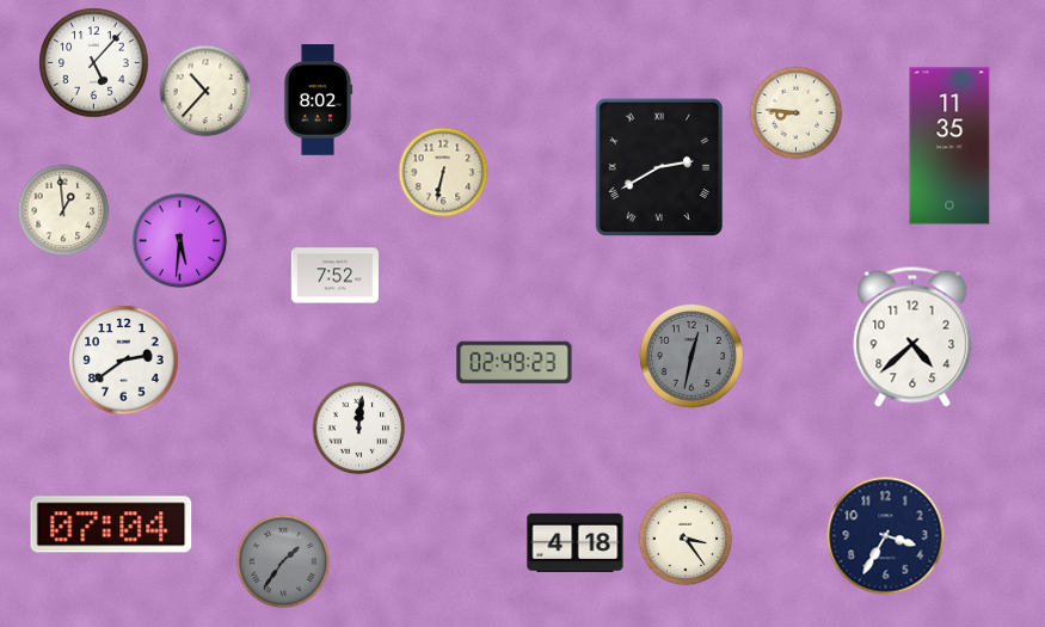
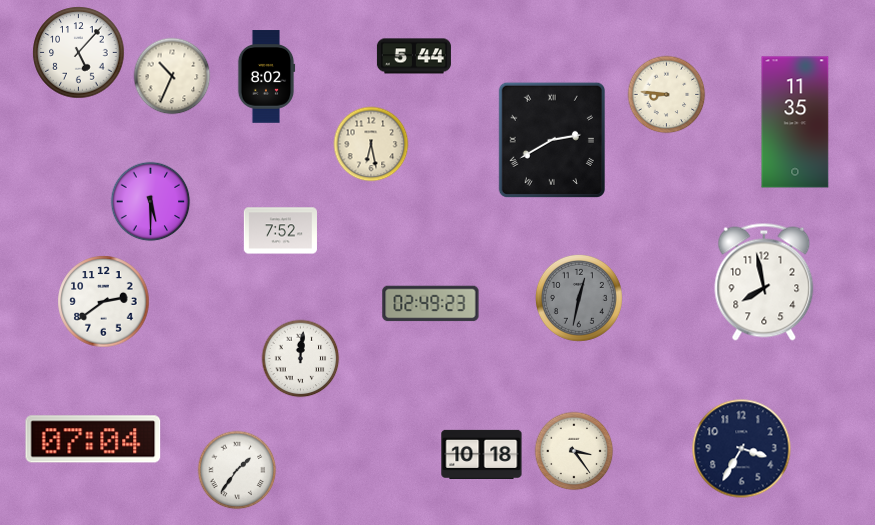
clock at (414, 56): none -> 5:44
clock at (205, 91): 10:37 -> 10:34
clock at (318, 100) position: (318, 100) -> (266, 77)
clock at (443, 172): 6:32 -> 6:28
clock at (63, 210): 12:59 -> none
clock at (180, 241): 5:31 -> 5:30
clock at (912, 337): 4:38 -> 7:58
clock at (576, 542): 4:18 -> 10:18
clock at (283, 561) dial: grey -> white
